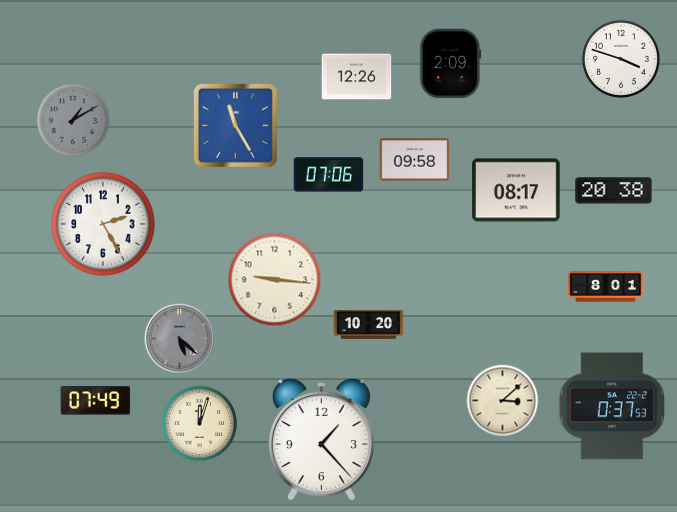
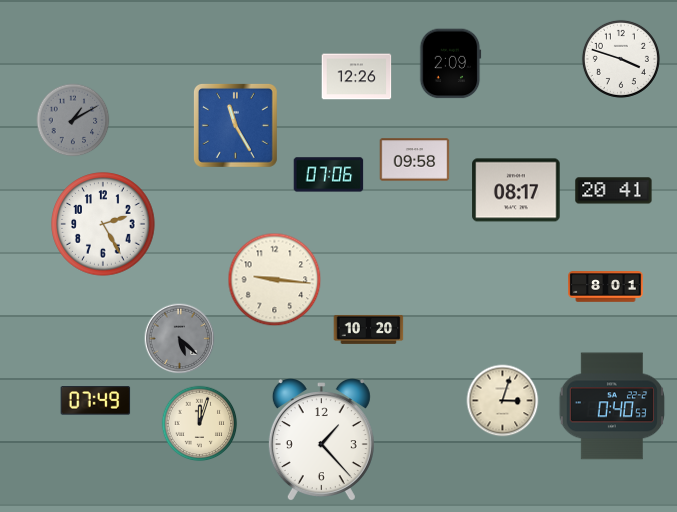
clock at (614, 191): 20:38 -> 20:41
clock at (369, 325) position: (369, 325) -> (369, 330)
clock at (503, 401): 3:08 -> 3:03
clock at (612, 406): 0:37 -> 0:40
